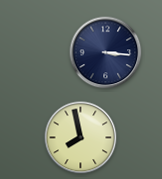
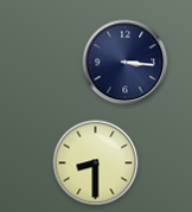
clock at (81, 138): 7:58 -> 8:30
